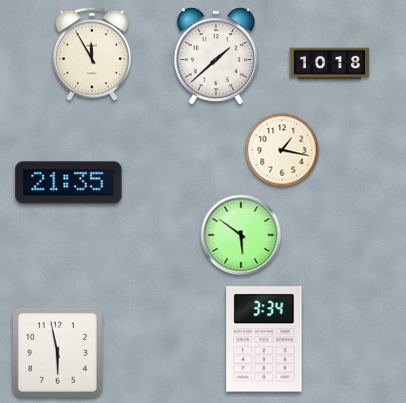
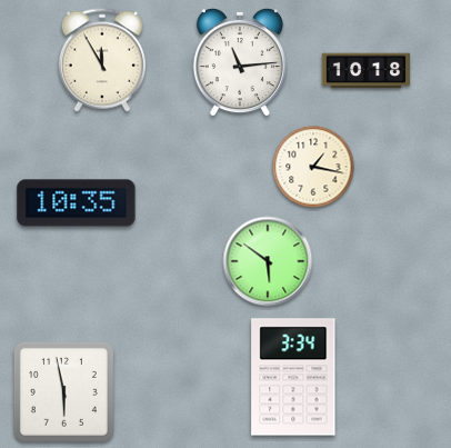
clock at (216, 57): 1:38 -> 11:14
clock at (69, 183): 21:35 -> 10:35
